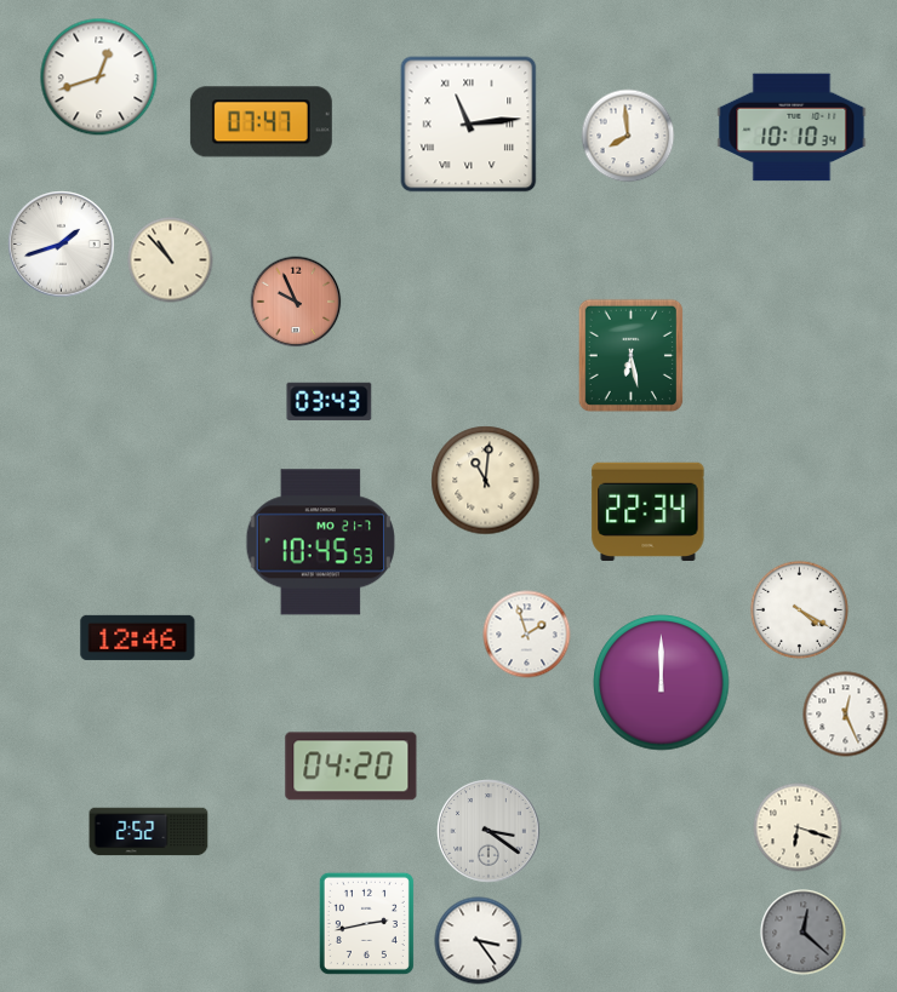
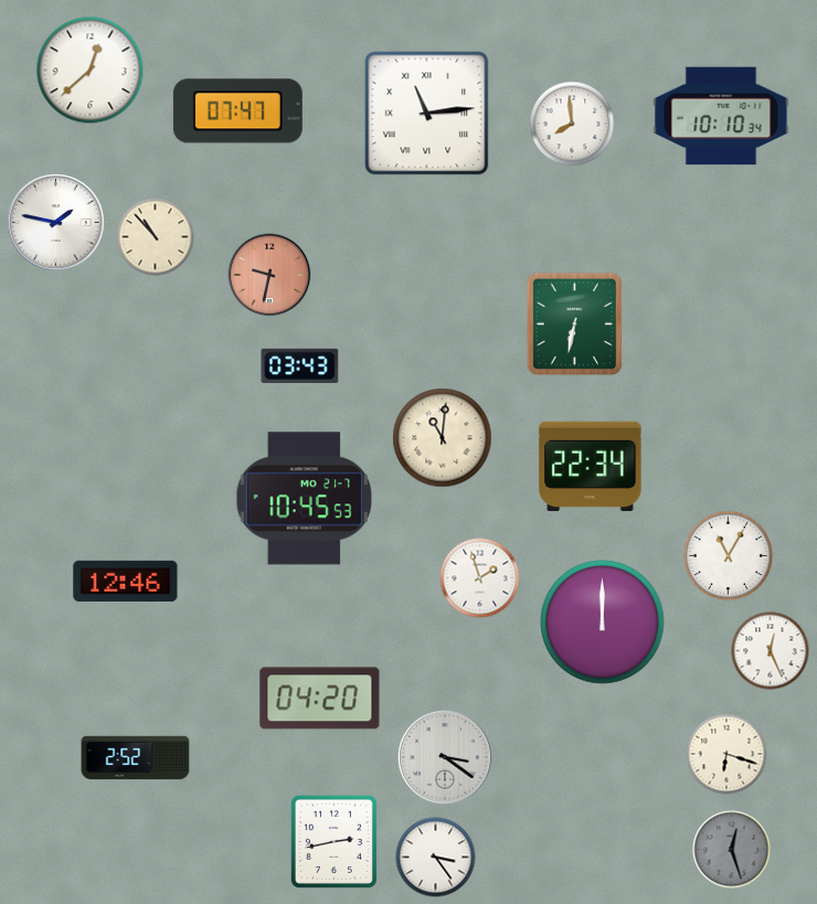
clock at (99, 78): 12:42 -> 12:38
clock at (62, 245): 1:42 -> 1:47
clock at (296, 302): 9:56 -> 9:32
clock at (630, 355): 6:28 -> 6:32
clock at (320, 543) position: (320, 543) -> (304, 499)
clock at (800, 610): 4:20 -> 11:05
clock at (804, 933): 12:22 -> 12:27
